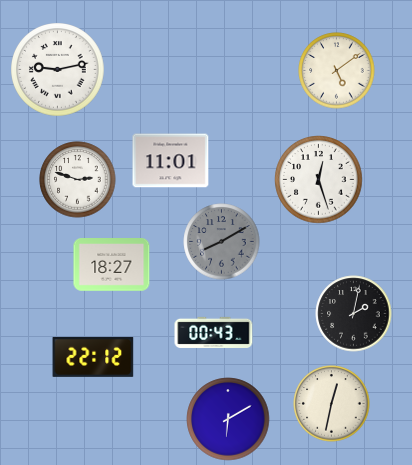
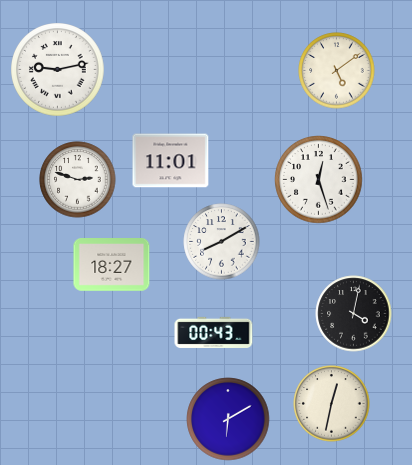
clock at (222, 242) dial: grey -> white
clock at (354, 314): 2:02 -> 4:02
clock at (93, 357): 22:12 -> none
